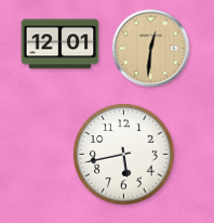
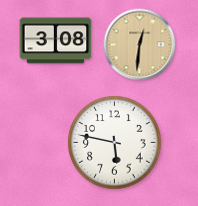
clock at (61, 44): 12:01 -> 3:08
clock at (124, 155): 5:43 -> 5:47
